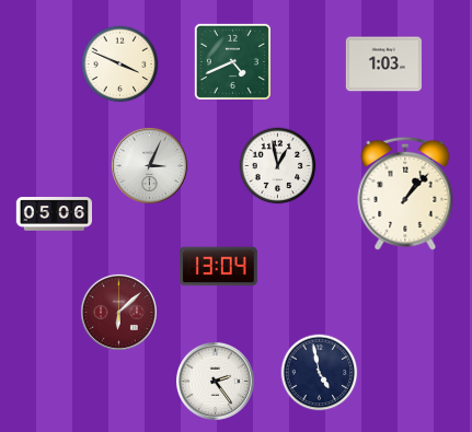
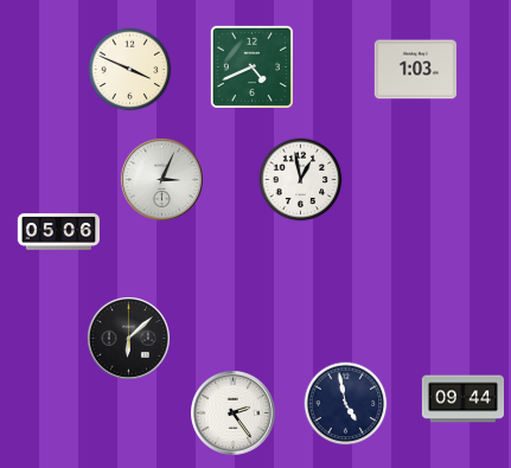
clock at (405, 194): 1:07 -> none
clock at (218, 267): 13:04 -> none
clock at (118, 312) dial: burgundy -> black
clock at (462, 399): none -> 09:44
